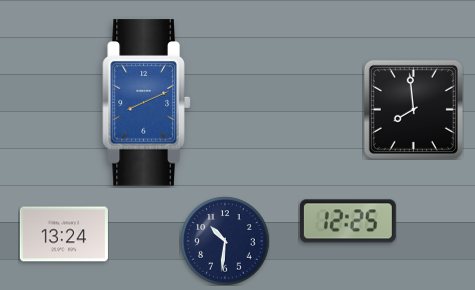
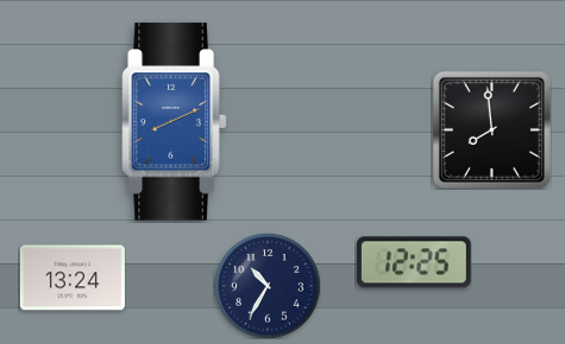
clock at (64, 234) position: (64, 234) -> (73, 278)
clock at (225, 241): 10:31 -> 10:35
